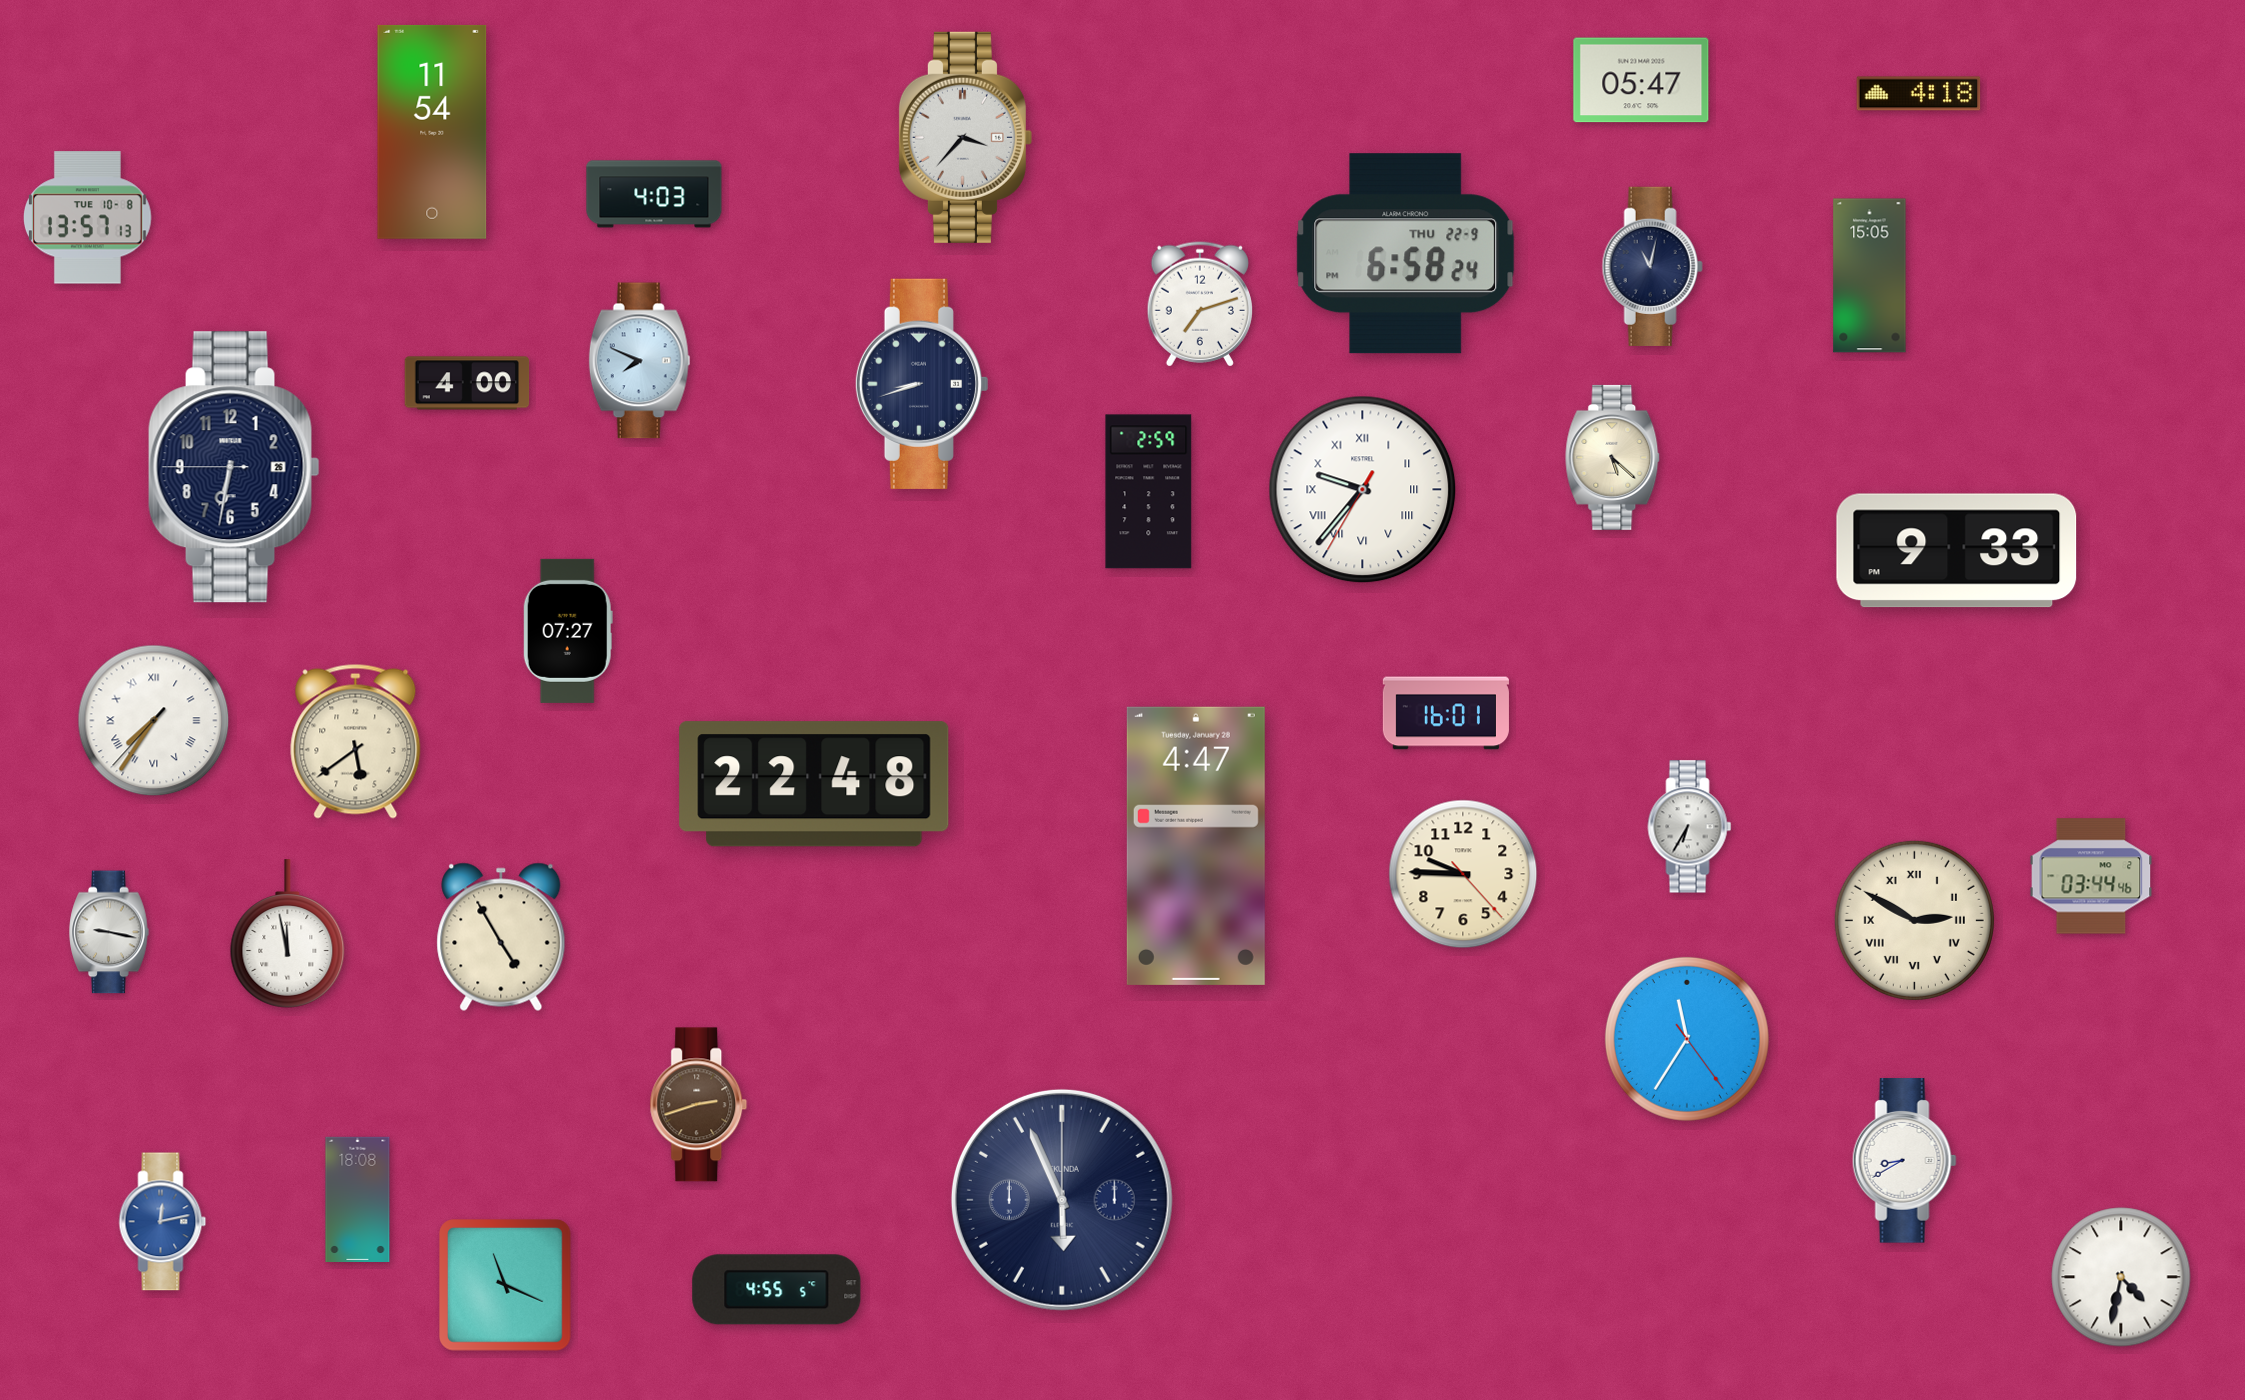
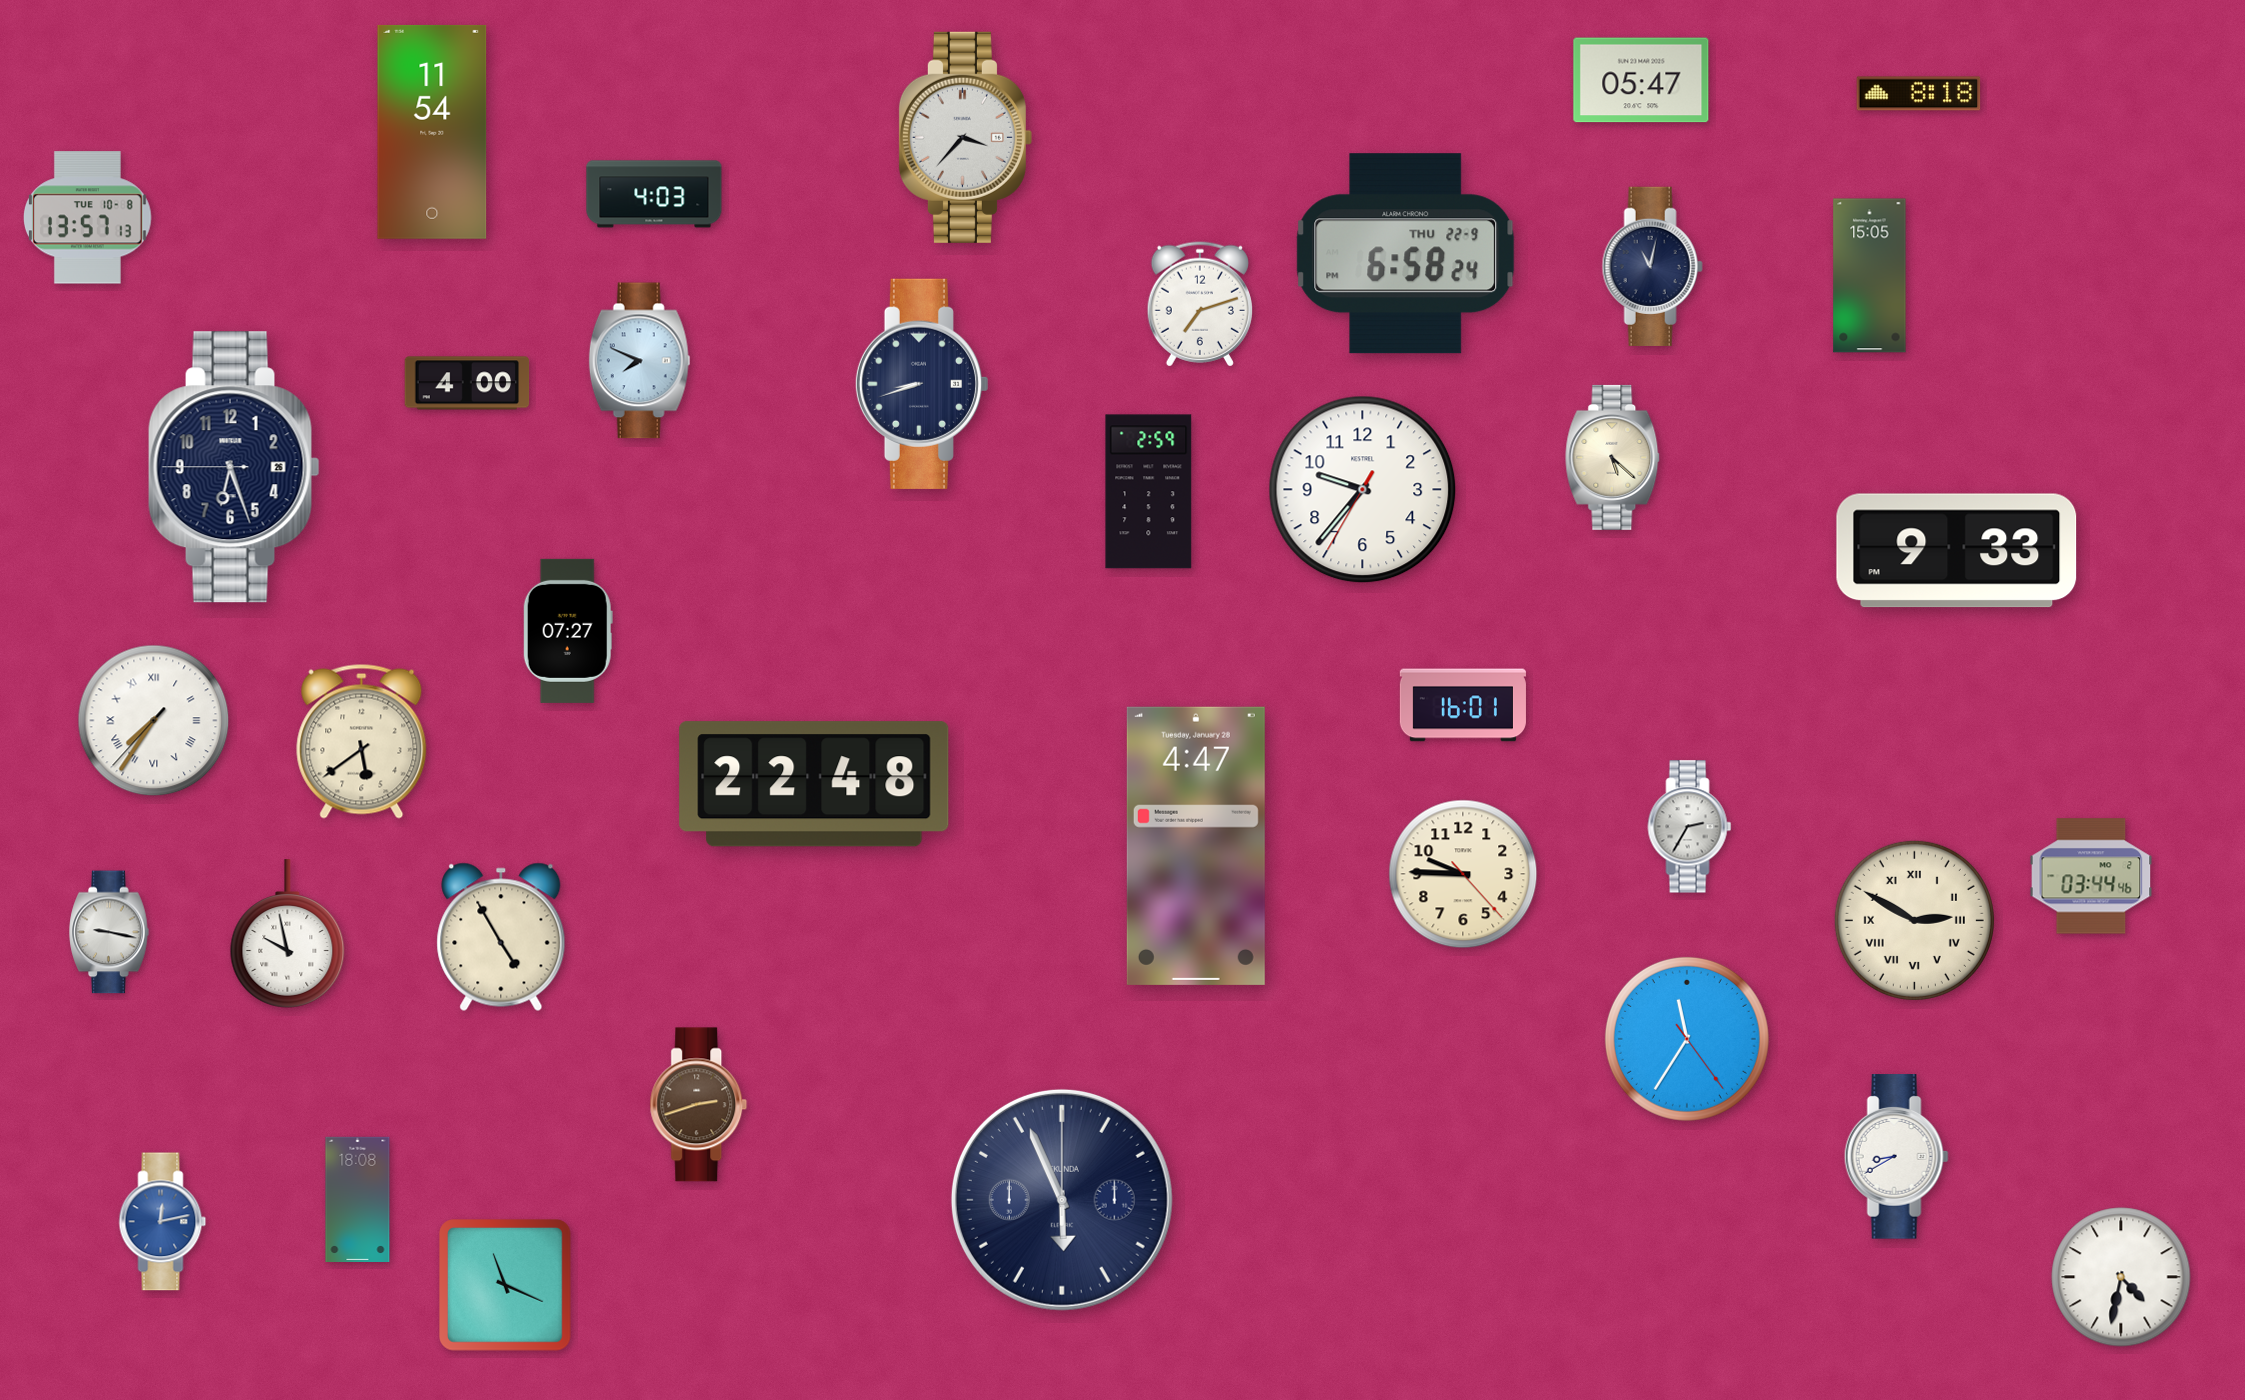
clock at (1919, 94): 4:18 -> 8:18
clock at (234, 467): 6:31 -> 6:26
clock at (1363, 490) numerals: Roman -> Arabic
clock at (1446, 713) position: (1446, 713) -> (1463, 705)
clock at (356, 741) position: (356, 741) -> (362, 741)
clock at (1690, 827): 6:35 -> 2:35
clock at (288, 934): 11:58 -> 9:58
clock at (1904, 1161) position: (1904, 1161) -> (1896, 1157)
clock at (777, 1290): 4:55 -> none
